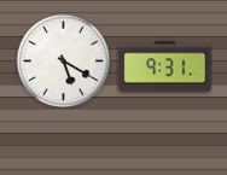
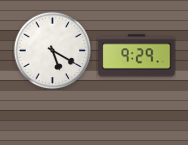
clock at (165, 68): 9:31 -> 9:29
